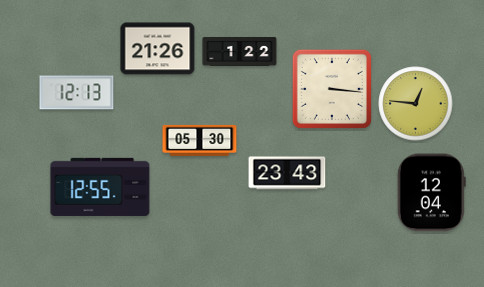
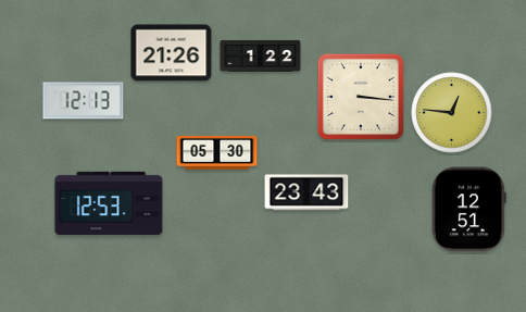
clock at (287, 173) position: (287, 173) -> (306, 192)
clock at (100, 187): 12:55 -> 12:53
clock at (431, 193): 12:04 -> 12:51
